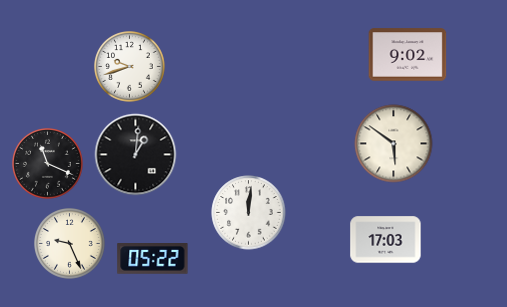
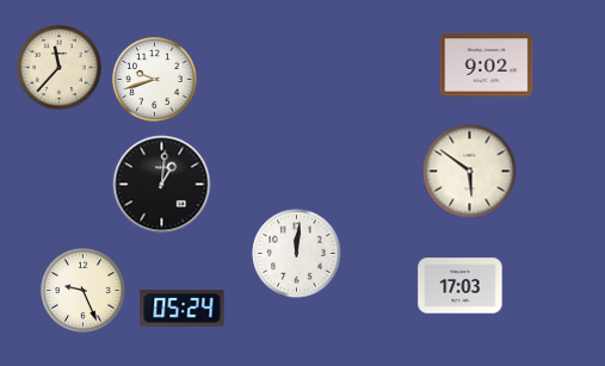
clock at (60, 68): none -> 11:37
clock at (48, 164): 11:19 -> none
clock at (153, 259): 05:22 -> 05:24
